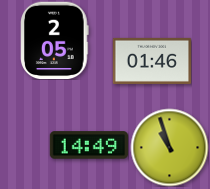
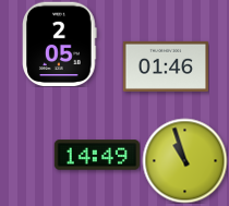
clock at (89, 145) position: (89, 145) -> (97, 155)
